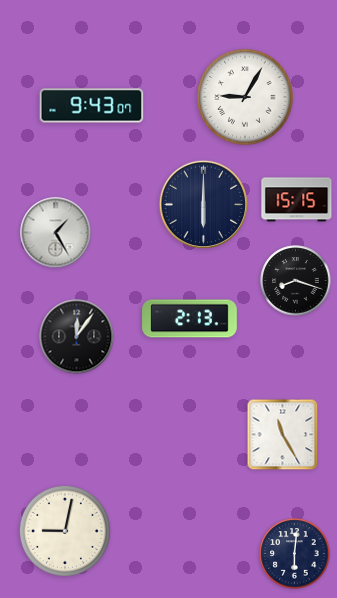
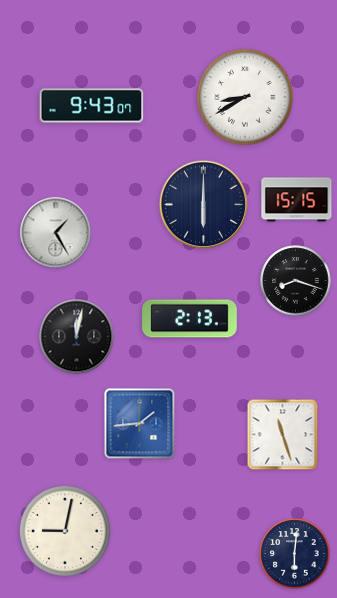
clock at (245, 97): 9:05 -> 8:40
clock at (77, 337): 12:06 -> 12:02
clock at (140, 424): none -> 1:44
clock at (283, 435): 11:25 -> 11:27
